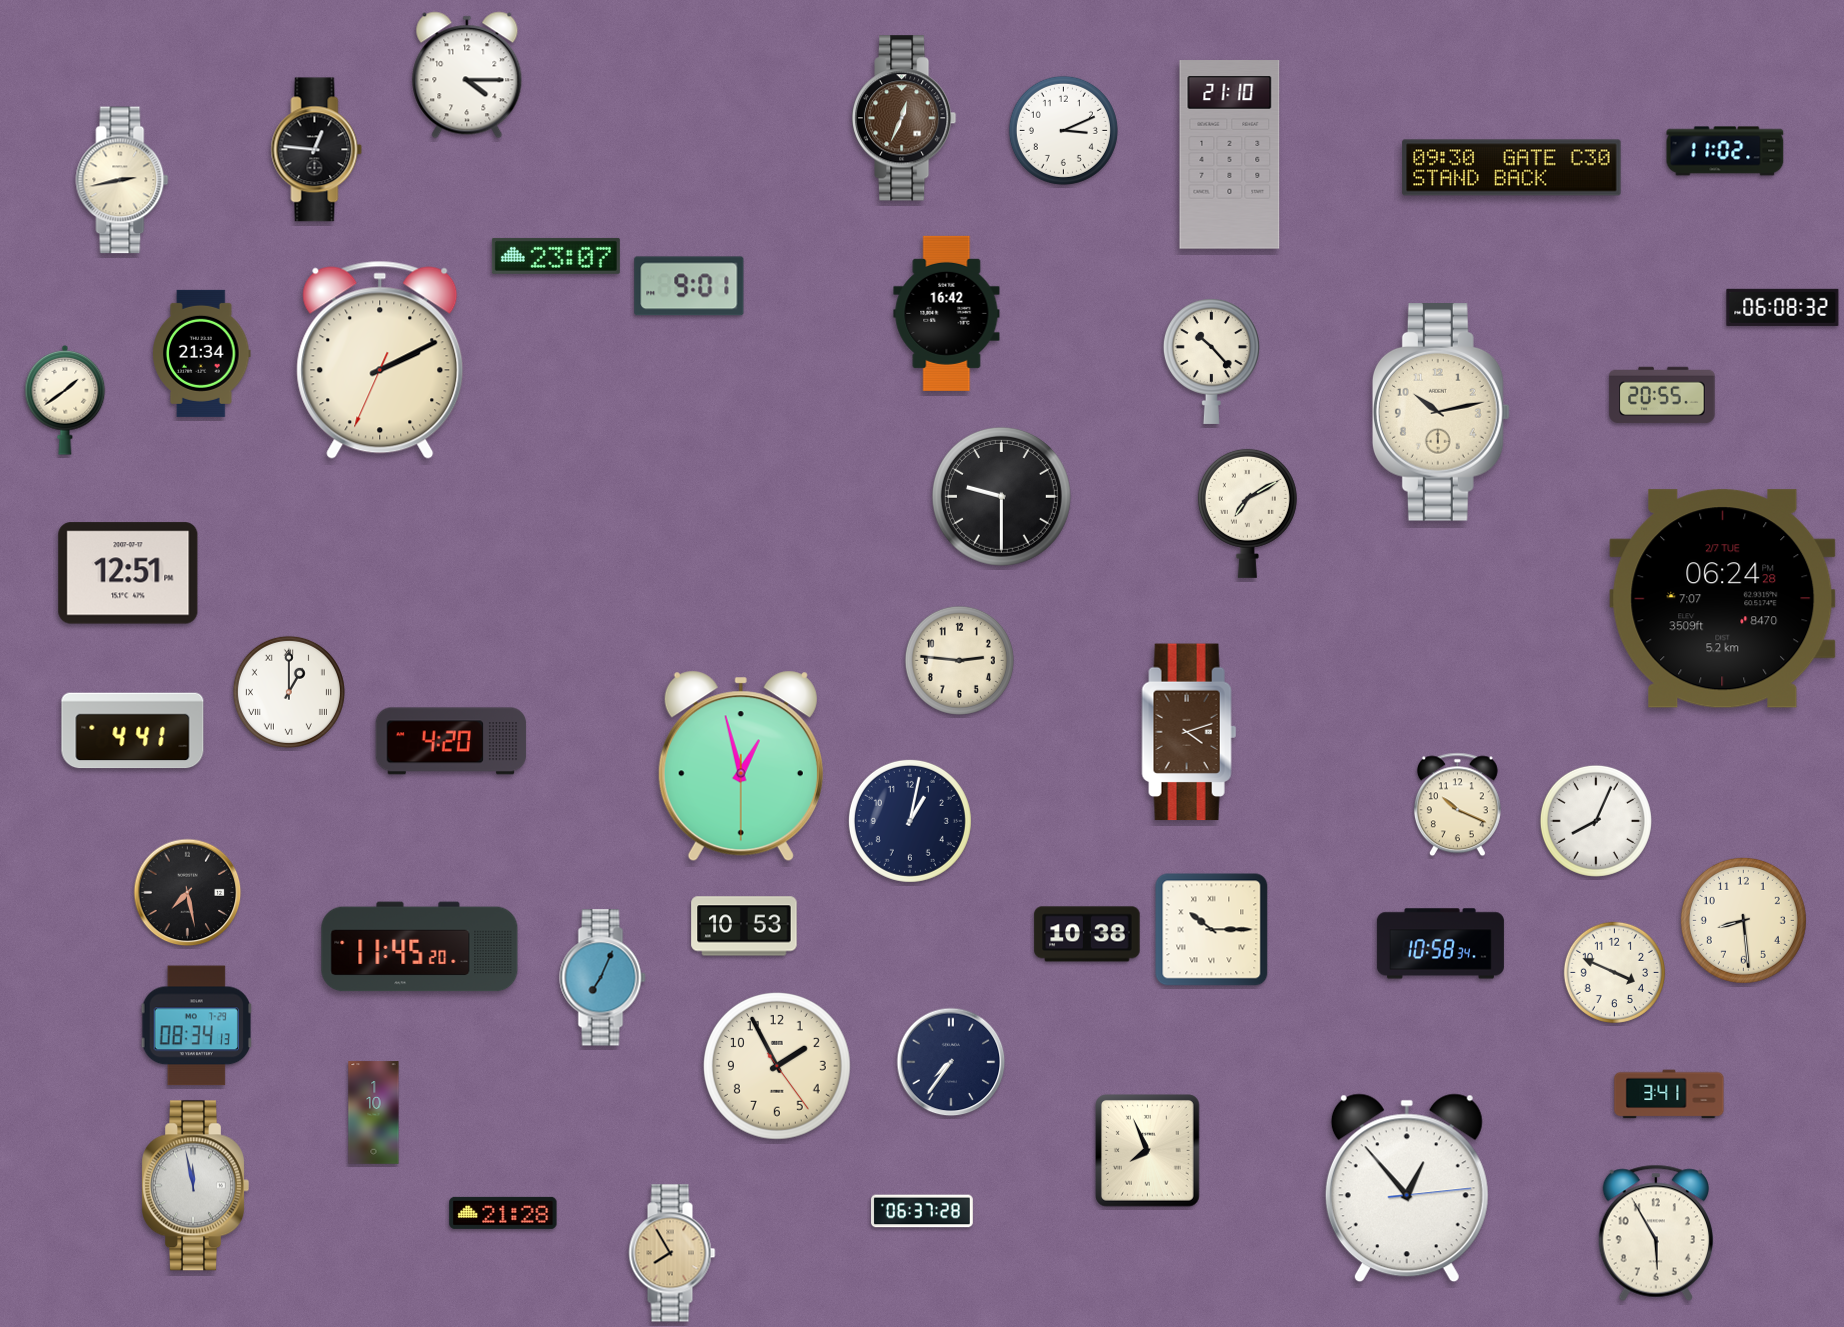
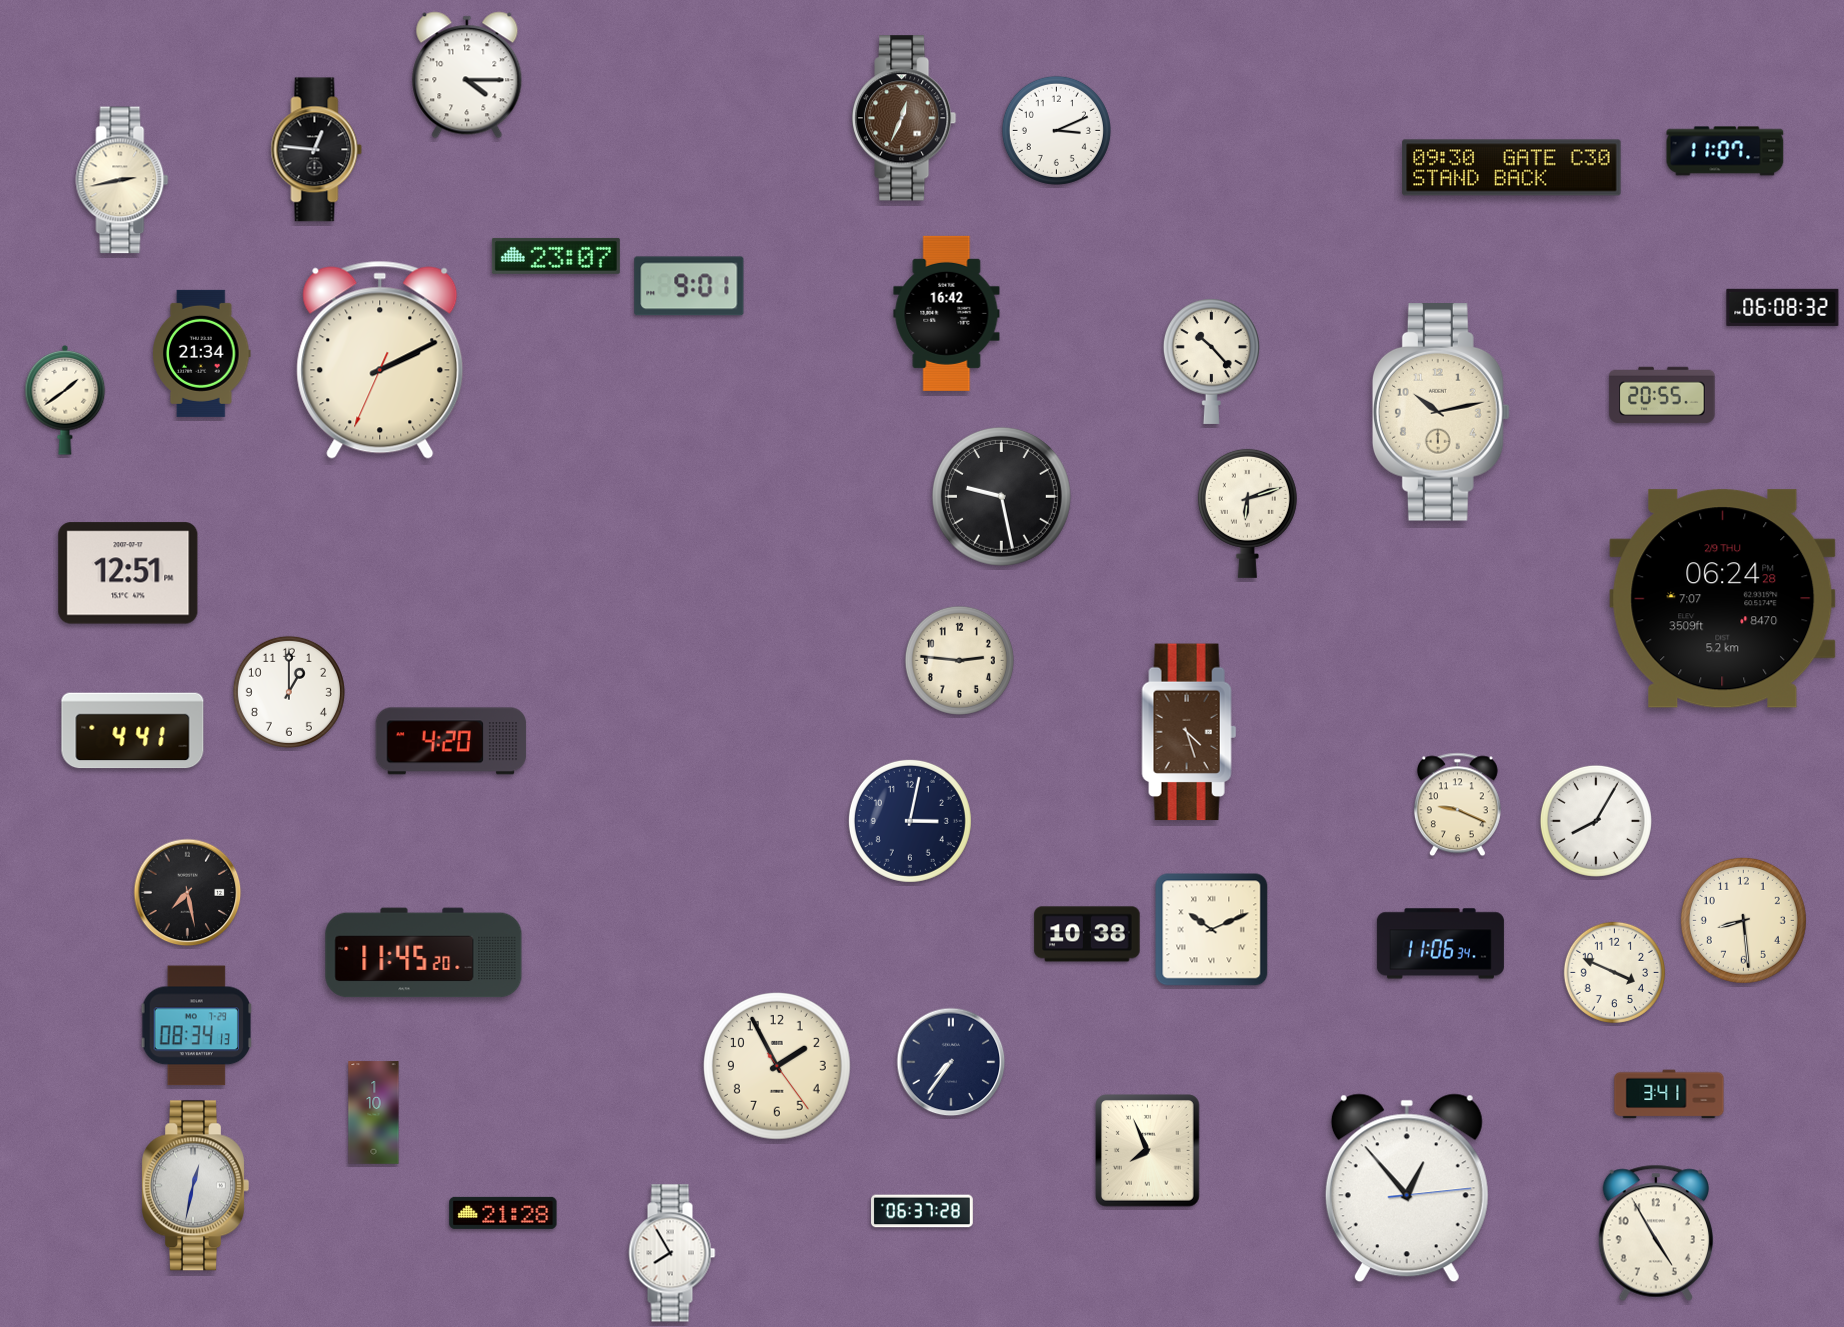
clock at (1063, 130) position: (1063, 130) -> (1056, 130)
clock at (1725, 151): 11:02 -> 11:07
clock at (1230, 155): 21:10 -> none
clock at (1001, 496): 9:30 -> 9:28
clock at (1247, 513): 7:10 -> 6:12
clock at (1723, 599) date: 2/7 TUE -> 2/9 THU
clock at (289, 692) numerals: Roman -> Arabic
clock at (1189, 732): 4:12 -> 4:27
clock at (741, 766): 12:57 -> none
clock at (1457, 805): 10:19 -> 9:19
clock at (910, 821): 1:02 -> 3:02
clock at (1596, 821): 8:04 -> 8:05
clock at (744, 926): 10:53 -> none
clock at (1212, 930): 10:15 -> 10:11
clock at (1440, 944): 10:58 -> 11:06
clock at (420, 947) position: (420, 947) -> (424, 953)
clock at (603, 978): 7:04 -> none
clock at (195, 1186): 11:58 -> 12:32
clock at (1655, 1233): 5:55 -> 4:55
clock at (672, 1253) dial: champagne -> white
